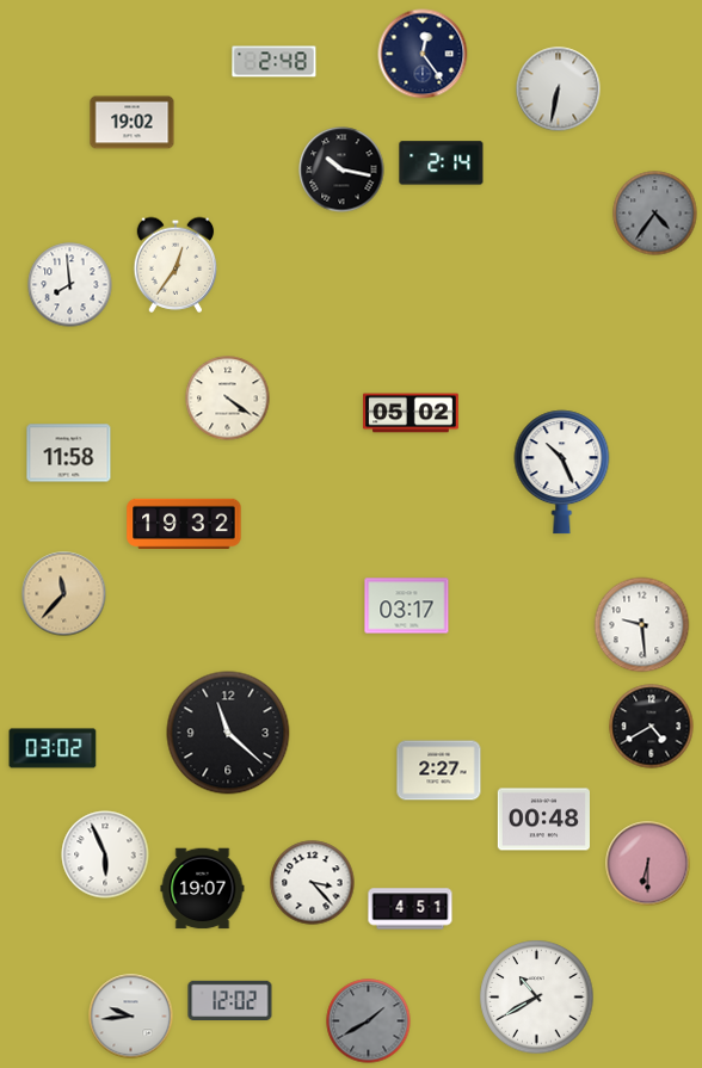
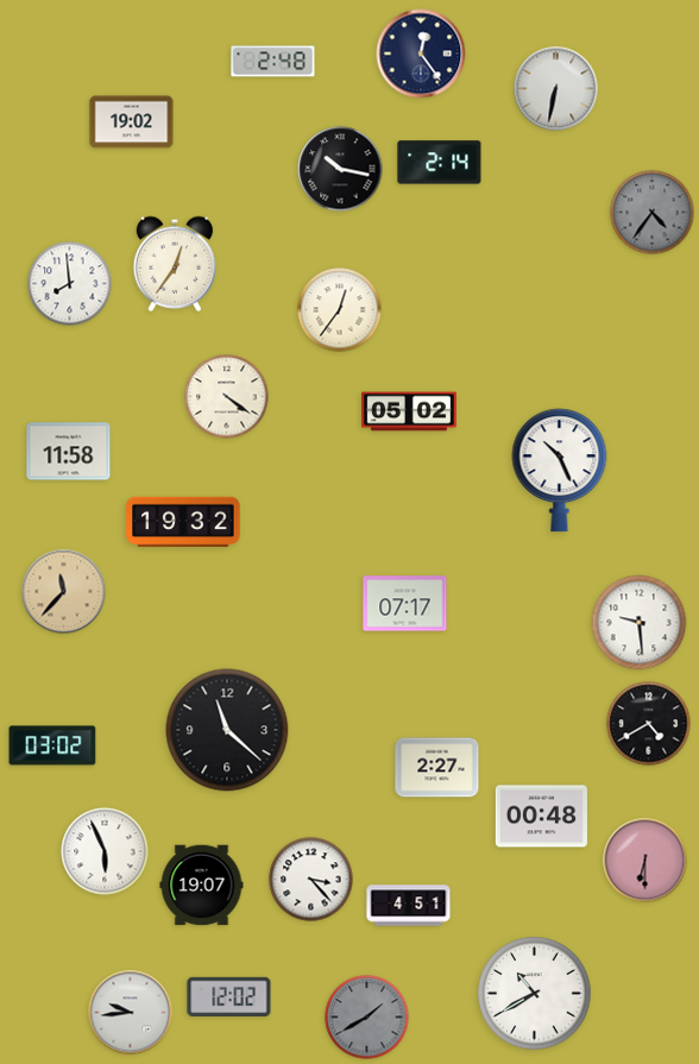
clock at (340, 310): none -> 12:36
clock at (407, 606): 03:17 -> 07:17
